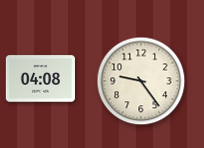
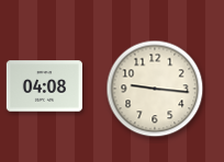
clock at (141, 81): 9:24 -> 9:16
